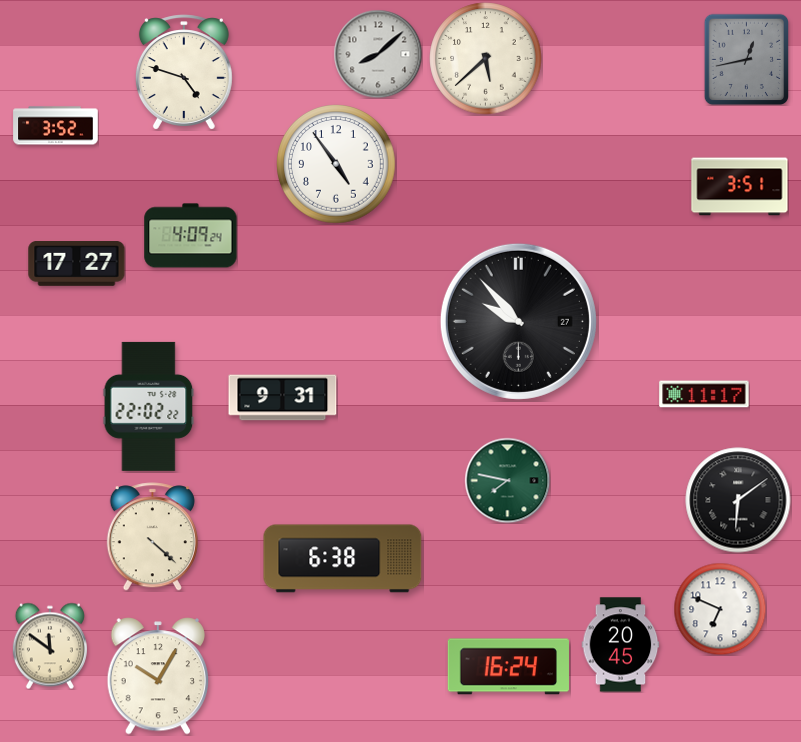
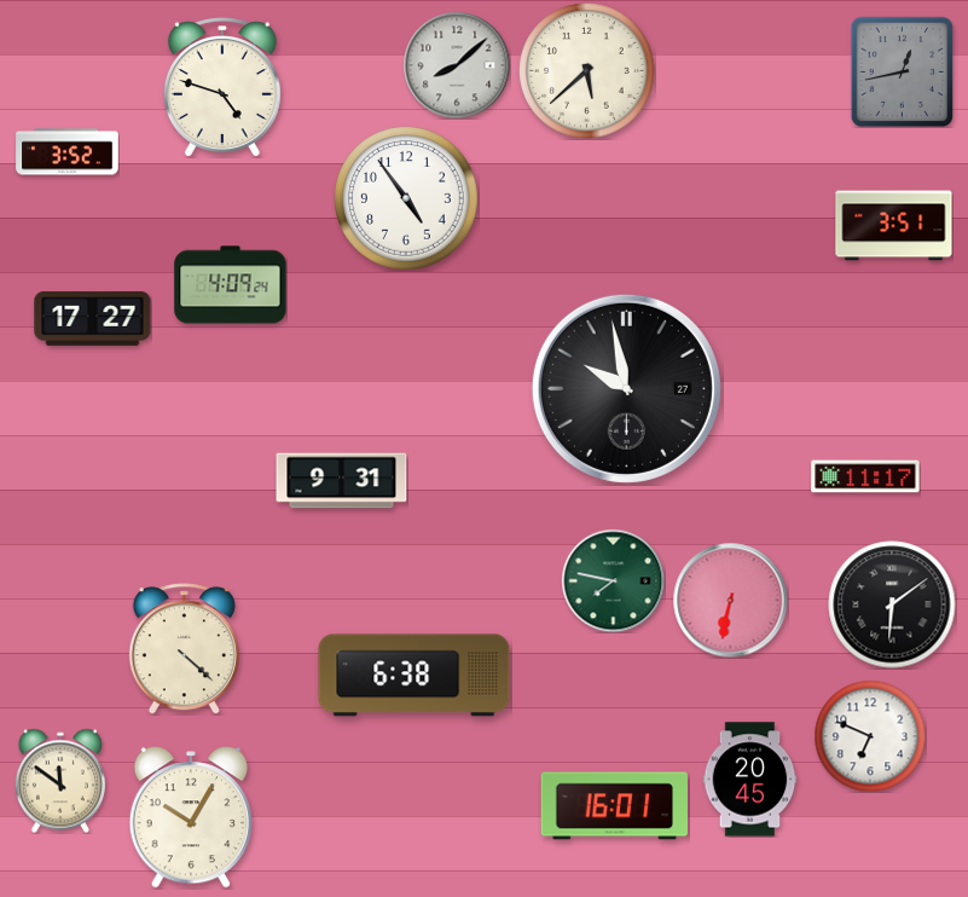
clock at (518, 321): 9:53 -> 9:58
clock at (704, 394) position: (704, 394) -> (865, 476)
clock at (149, 406): 22:02 -> none
clock at (730, 600): none -> 6:32
clock at (508, 667): 16:24 -> 16:01
